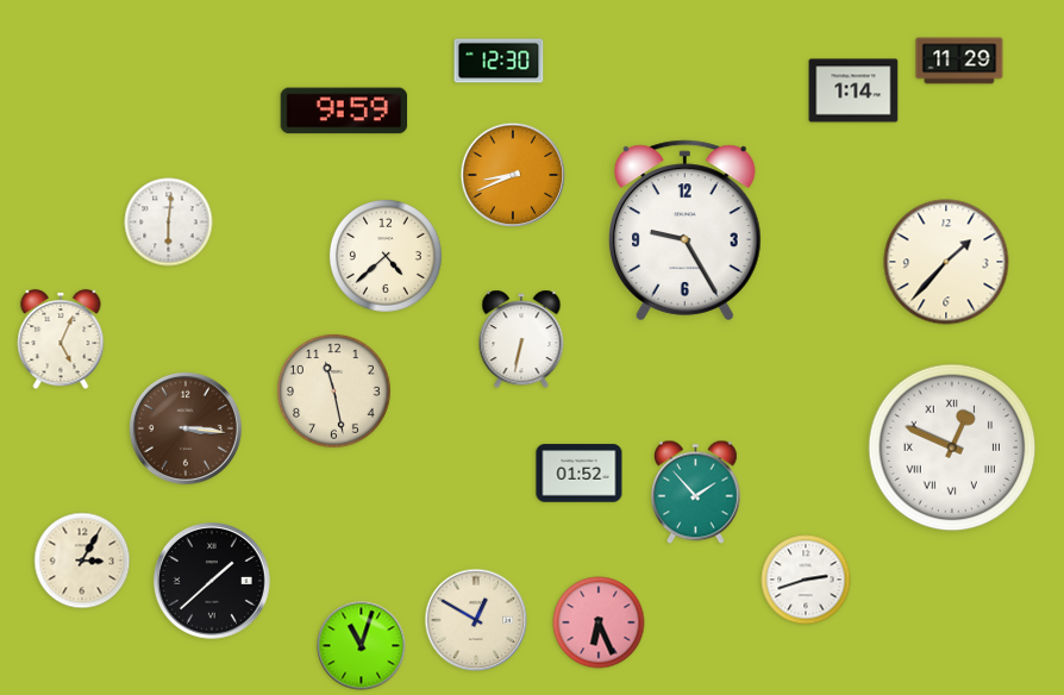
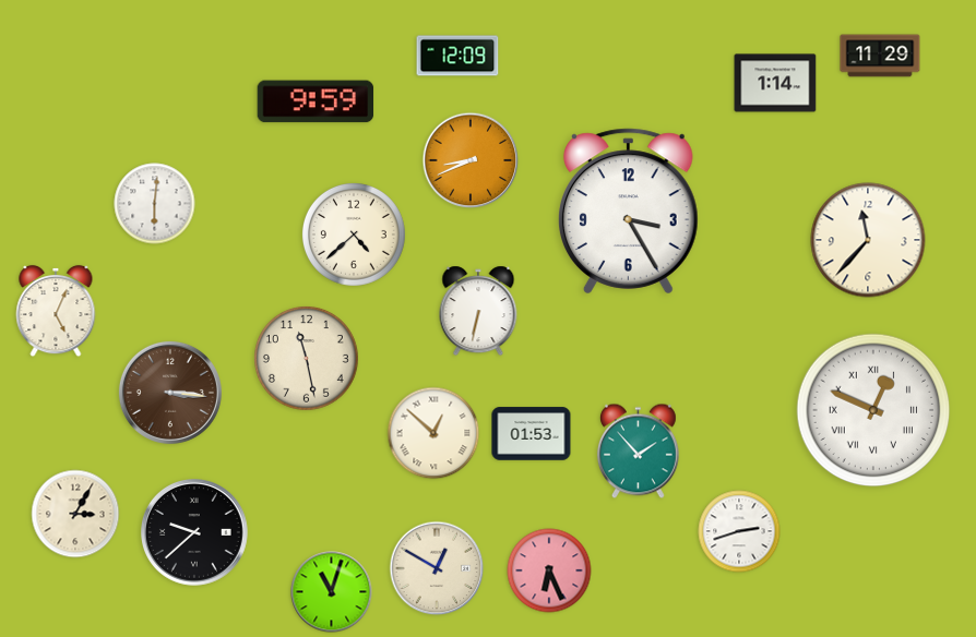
clock at (499, 61): 12:30 -> 12:09
clock at (853, 90) position: (853, 90) -> (775, 83)
clock at (684, 231): 9:25 -> 3:25
clock at (946, 262): 1:37 -> 11:37
clock at (433, 433): none -> 12:52
clock at (580, 474): 01:52 -> 01:53
clock at (213, 582): 1:38 -> 9:38
